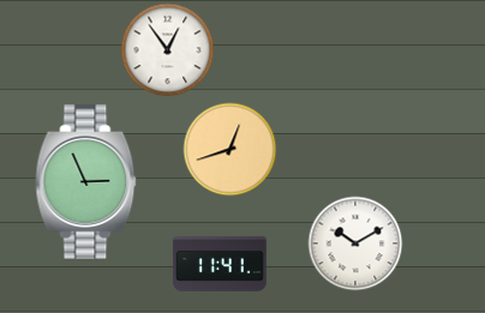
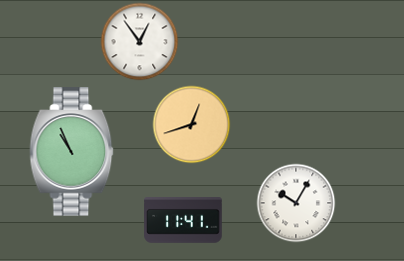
clock at (86, 182): 2:56 -> 10:56
clock at (355, 243): 10:10 -> 10:05
